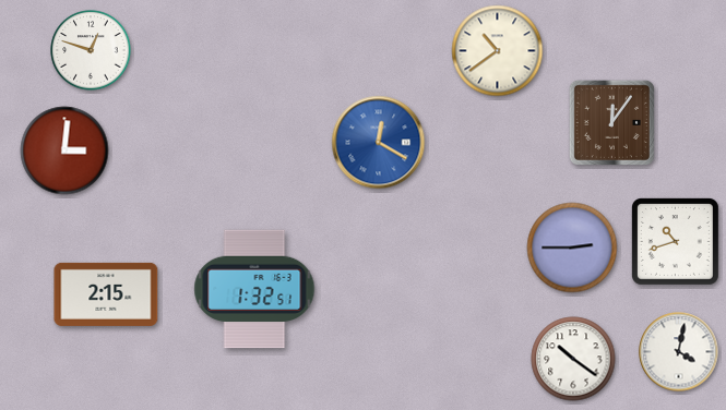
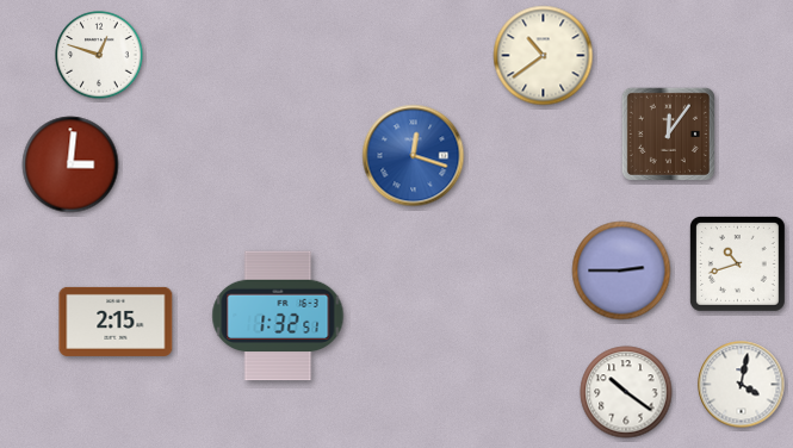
clock at (379, 143): 12:20 -> 12:18
clock at (572, 248) position: (572, 248) -> (621, 270)
